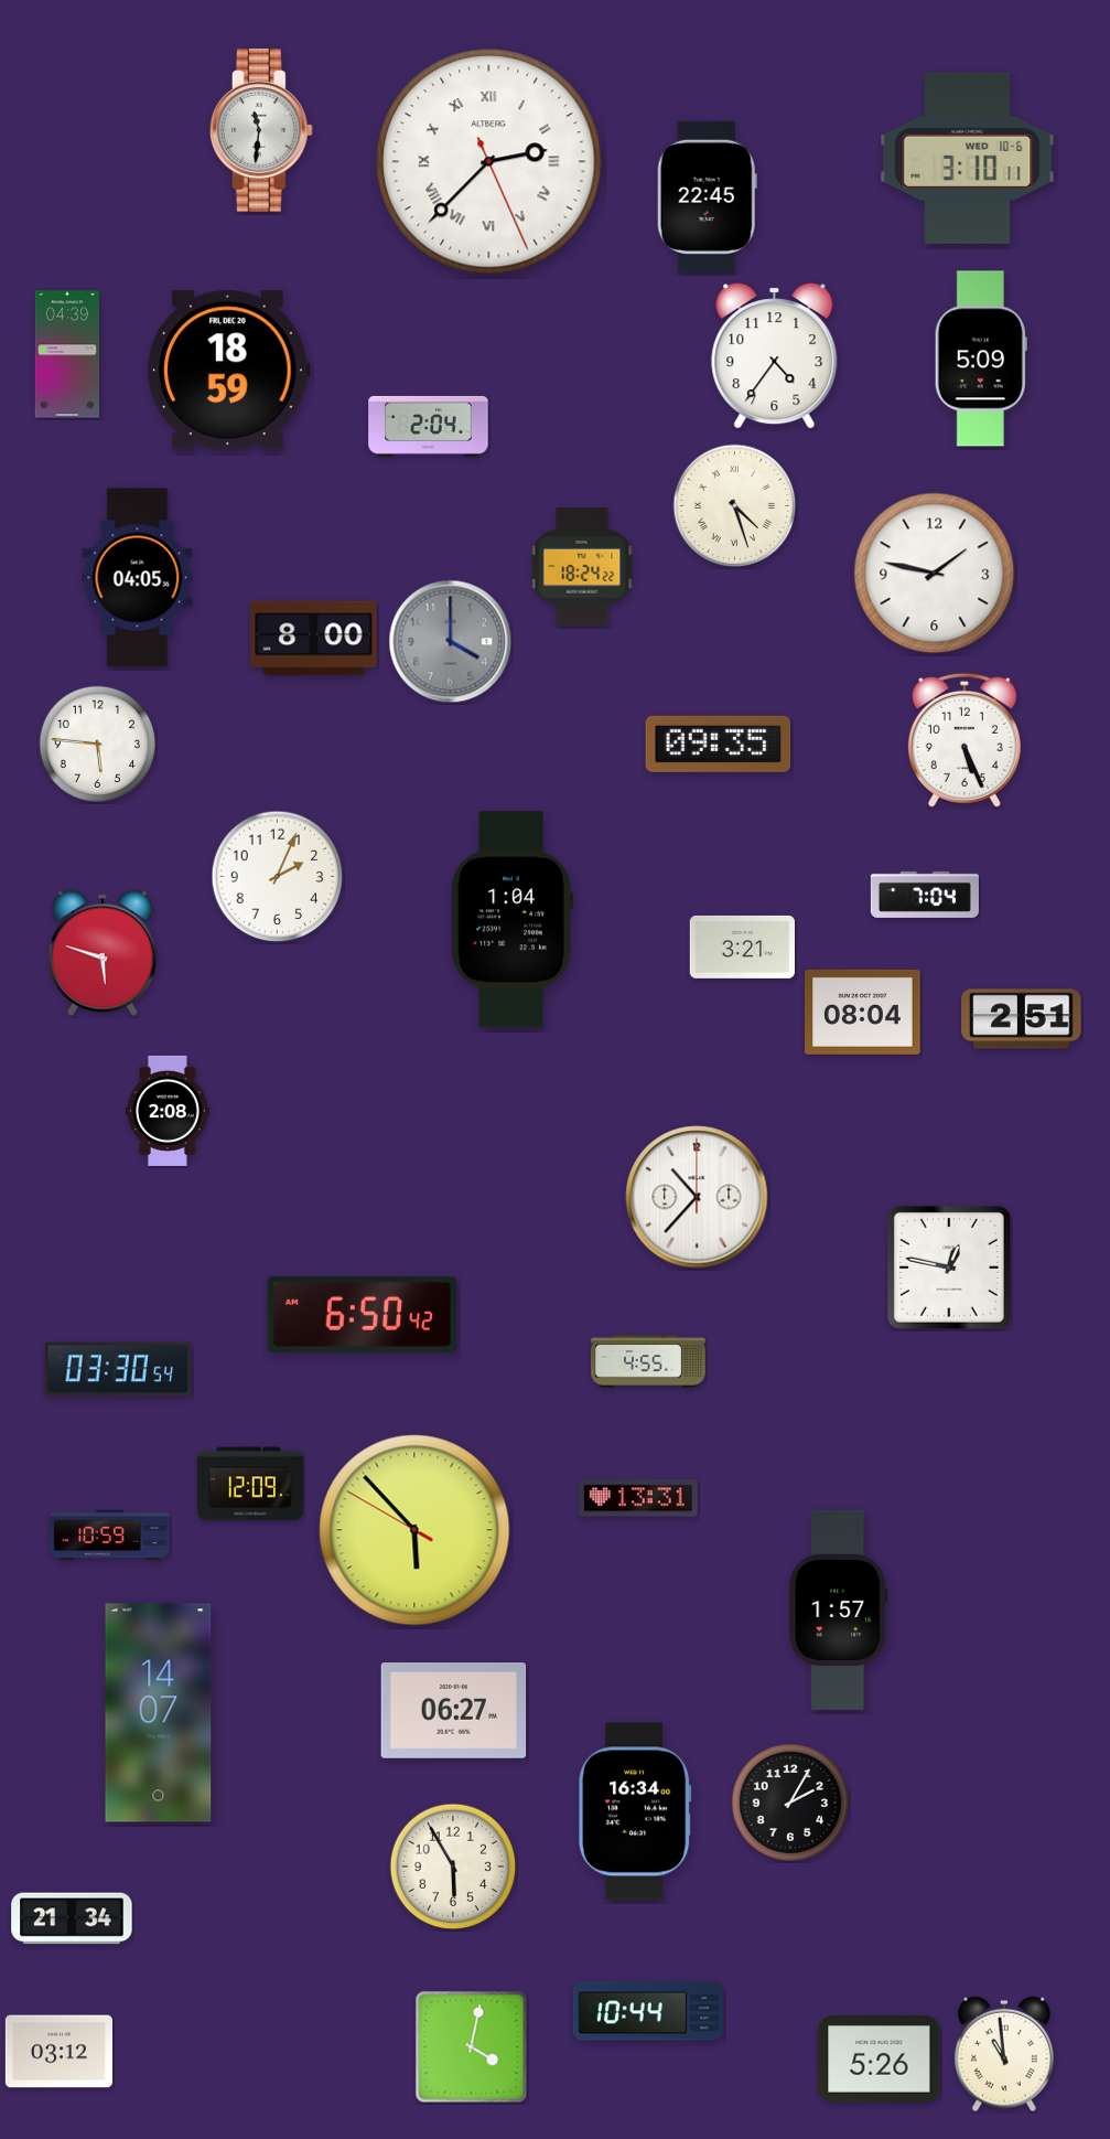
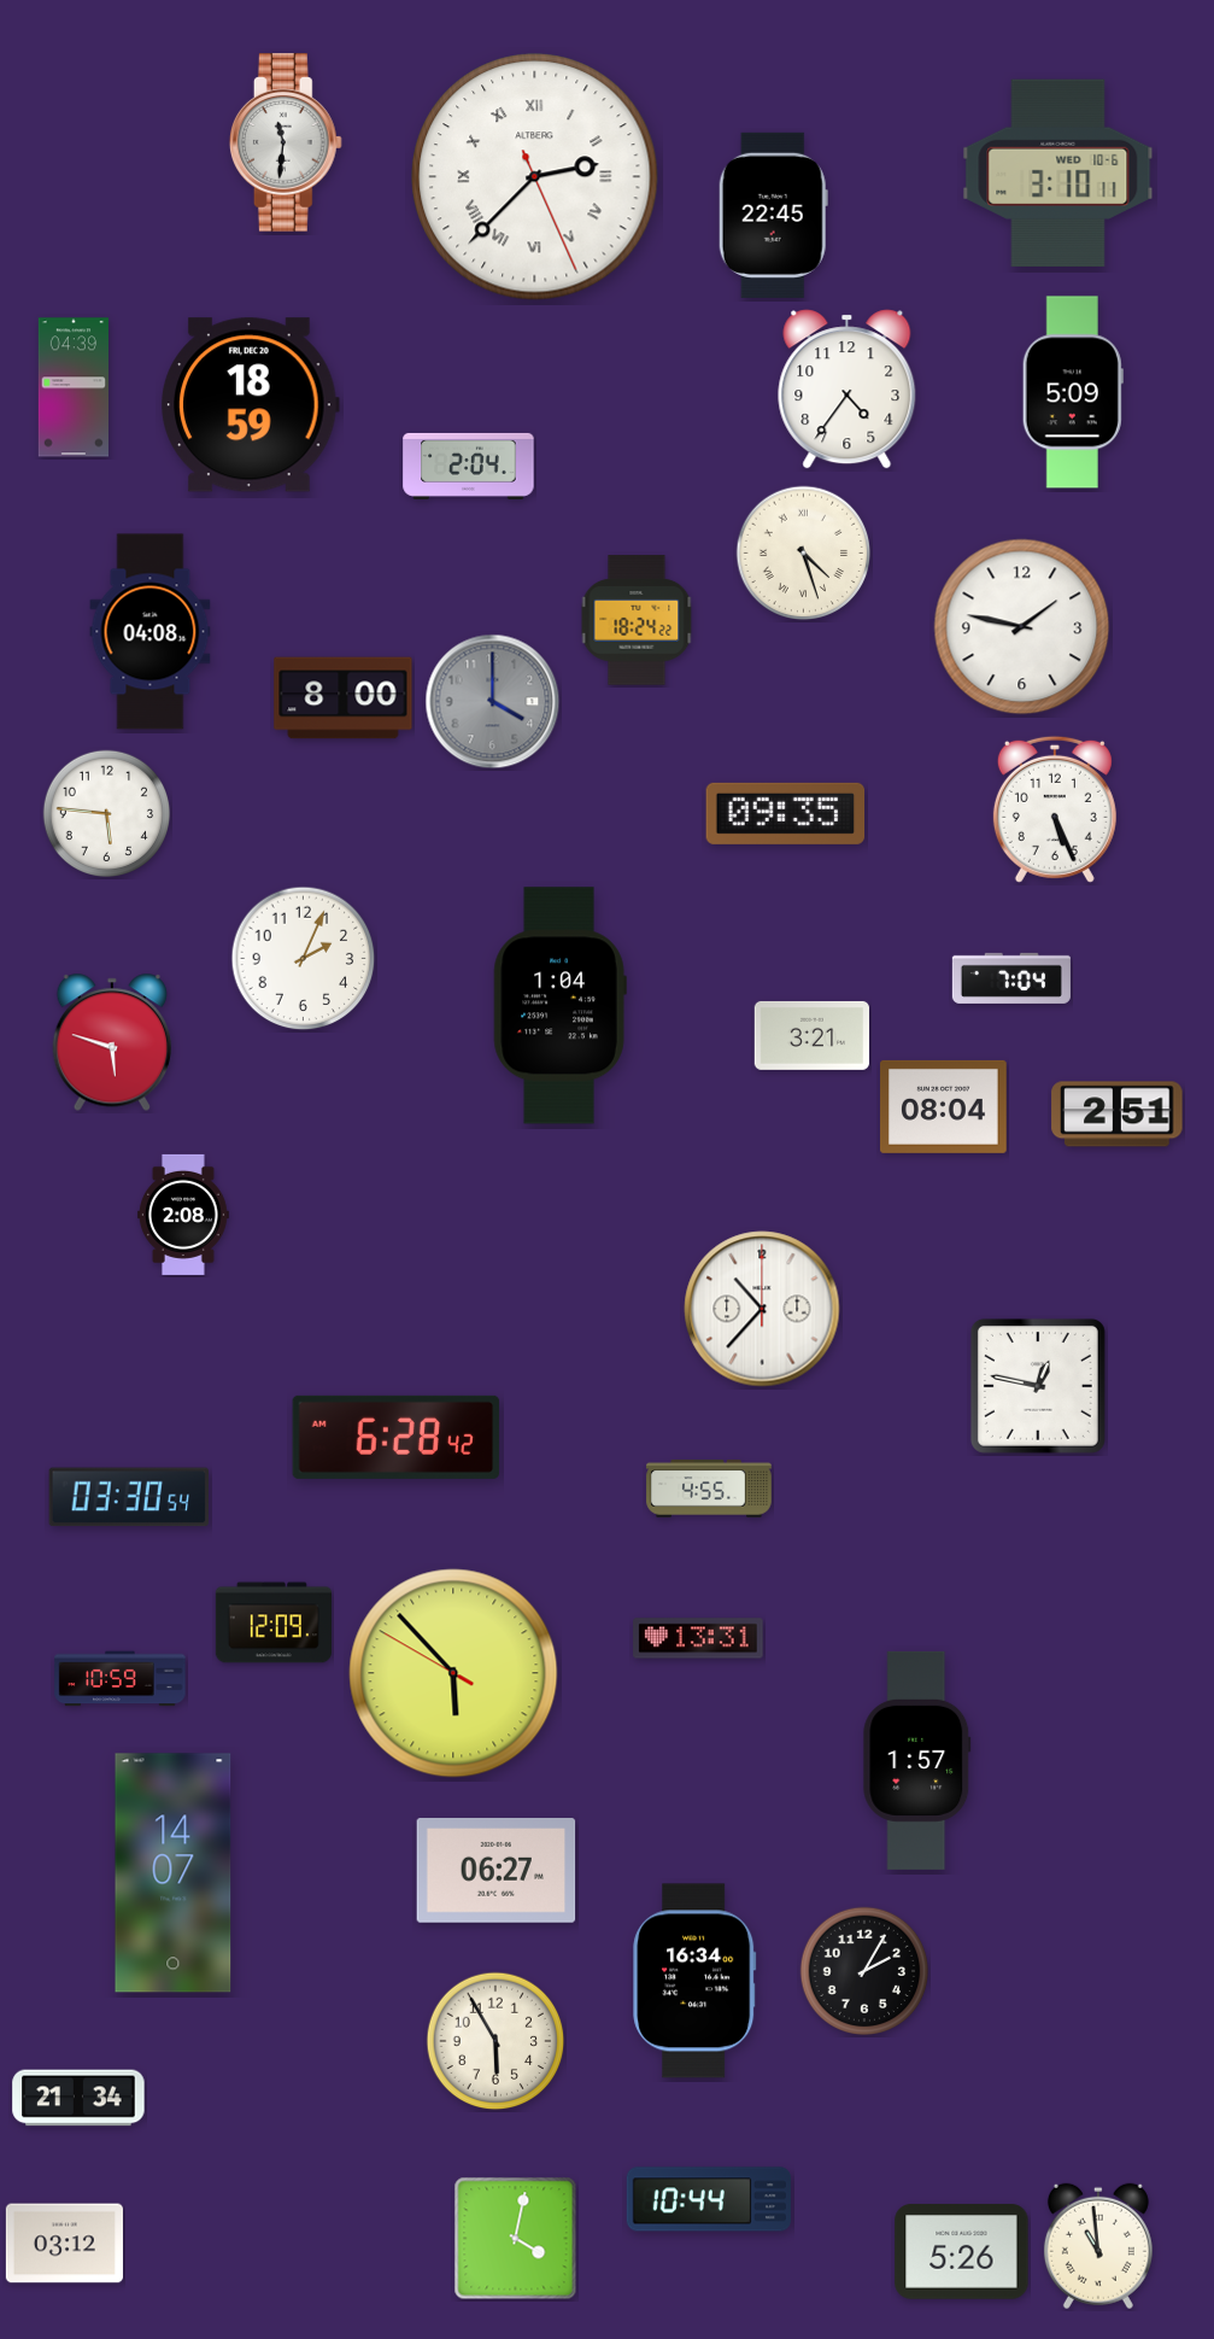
clock at (138, 578): 04:05 -> 04:08
clock at (363, 1314): 6:50 -> 6:28
